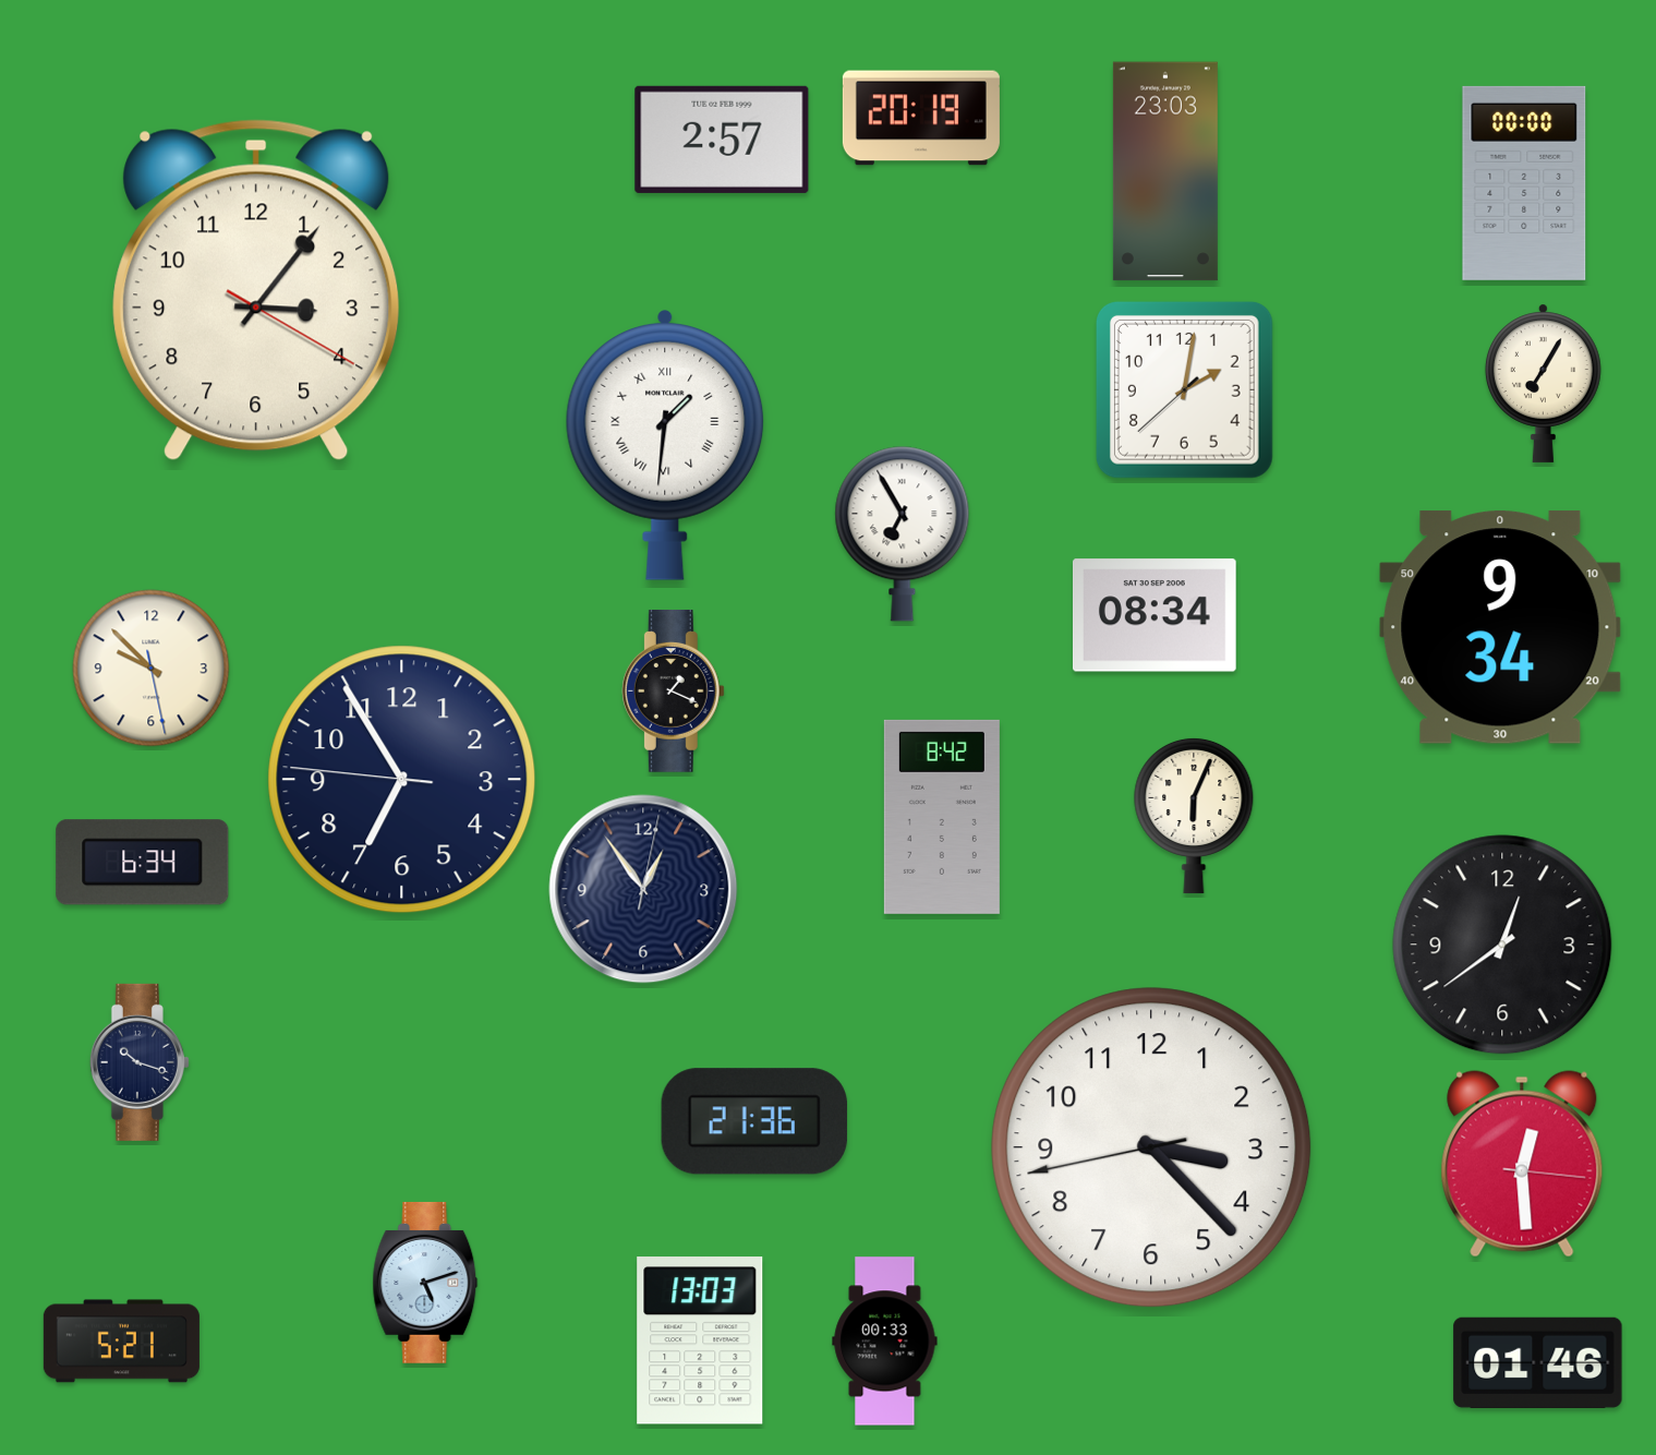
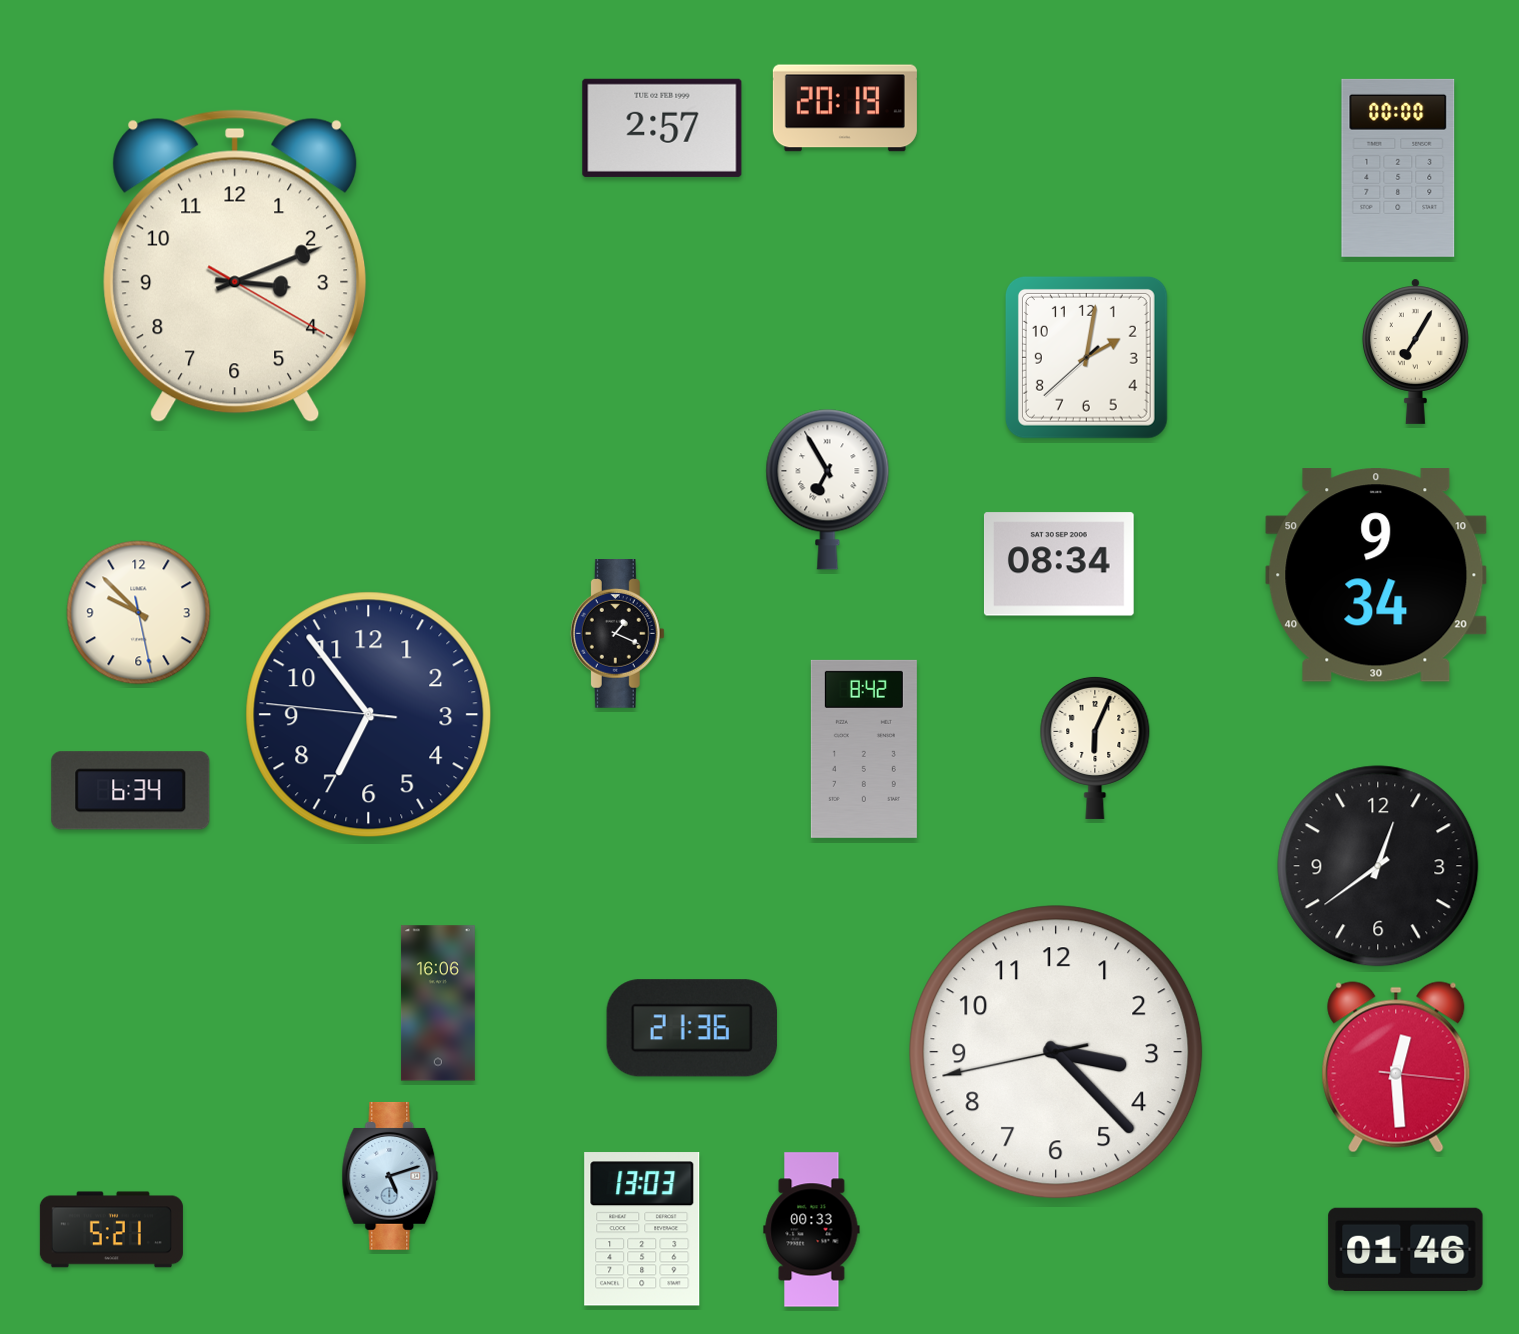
clock at (1165, 171): 23:03 -> none
clock at (256, 290): 3:06 -> 3:11
clock at (665, 445): 1:31 -> none
clock at (402, 780): 6:54 -> 6:53
clock at (643, 889): 12:54 -> none
clock at (140, 1062): 10:18 -> none
clock at (438, 1003): none -> 16:06
clock at (1538, 1362) position: (1538, 1362) -> (1406, 1249)
